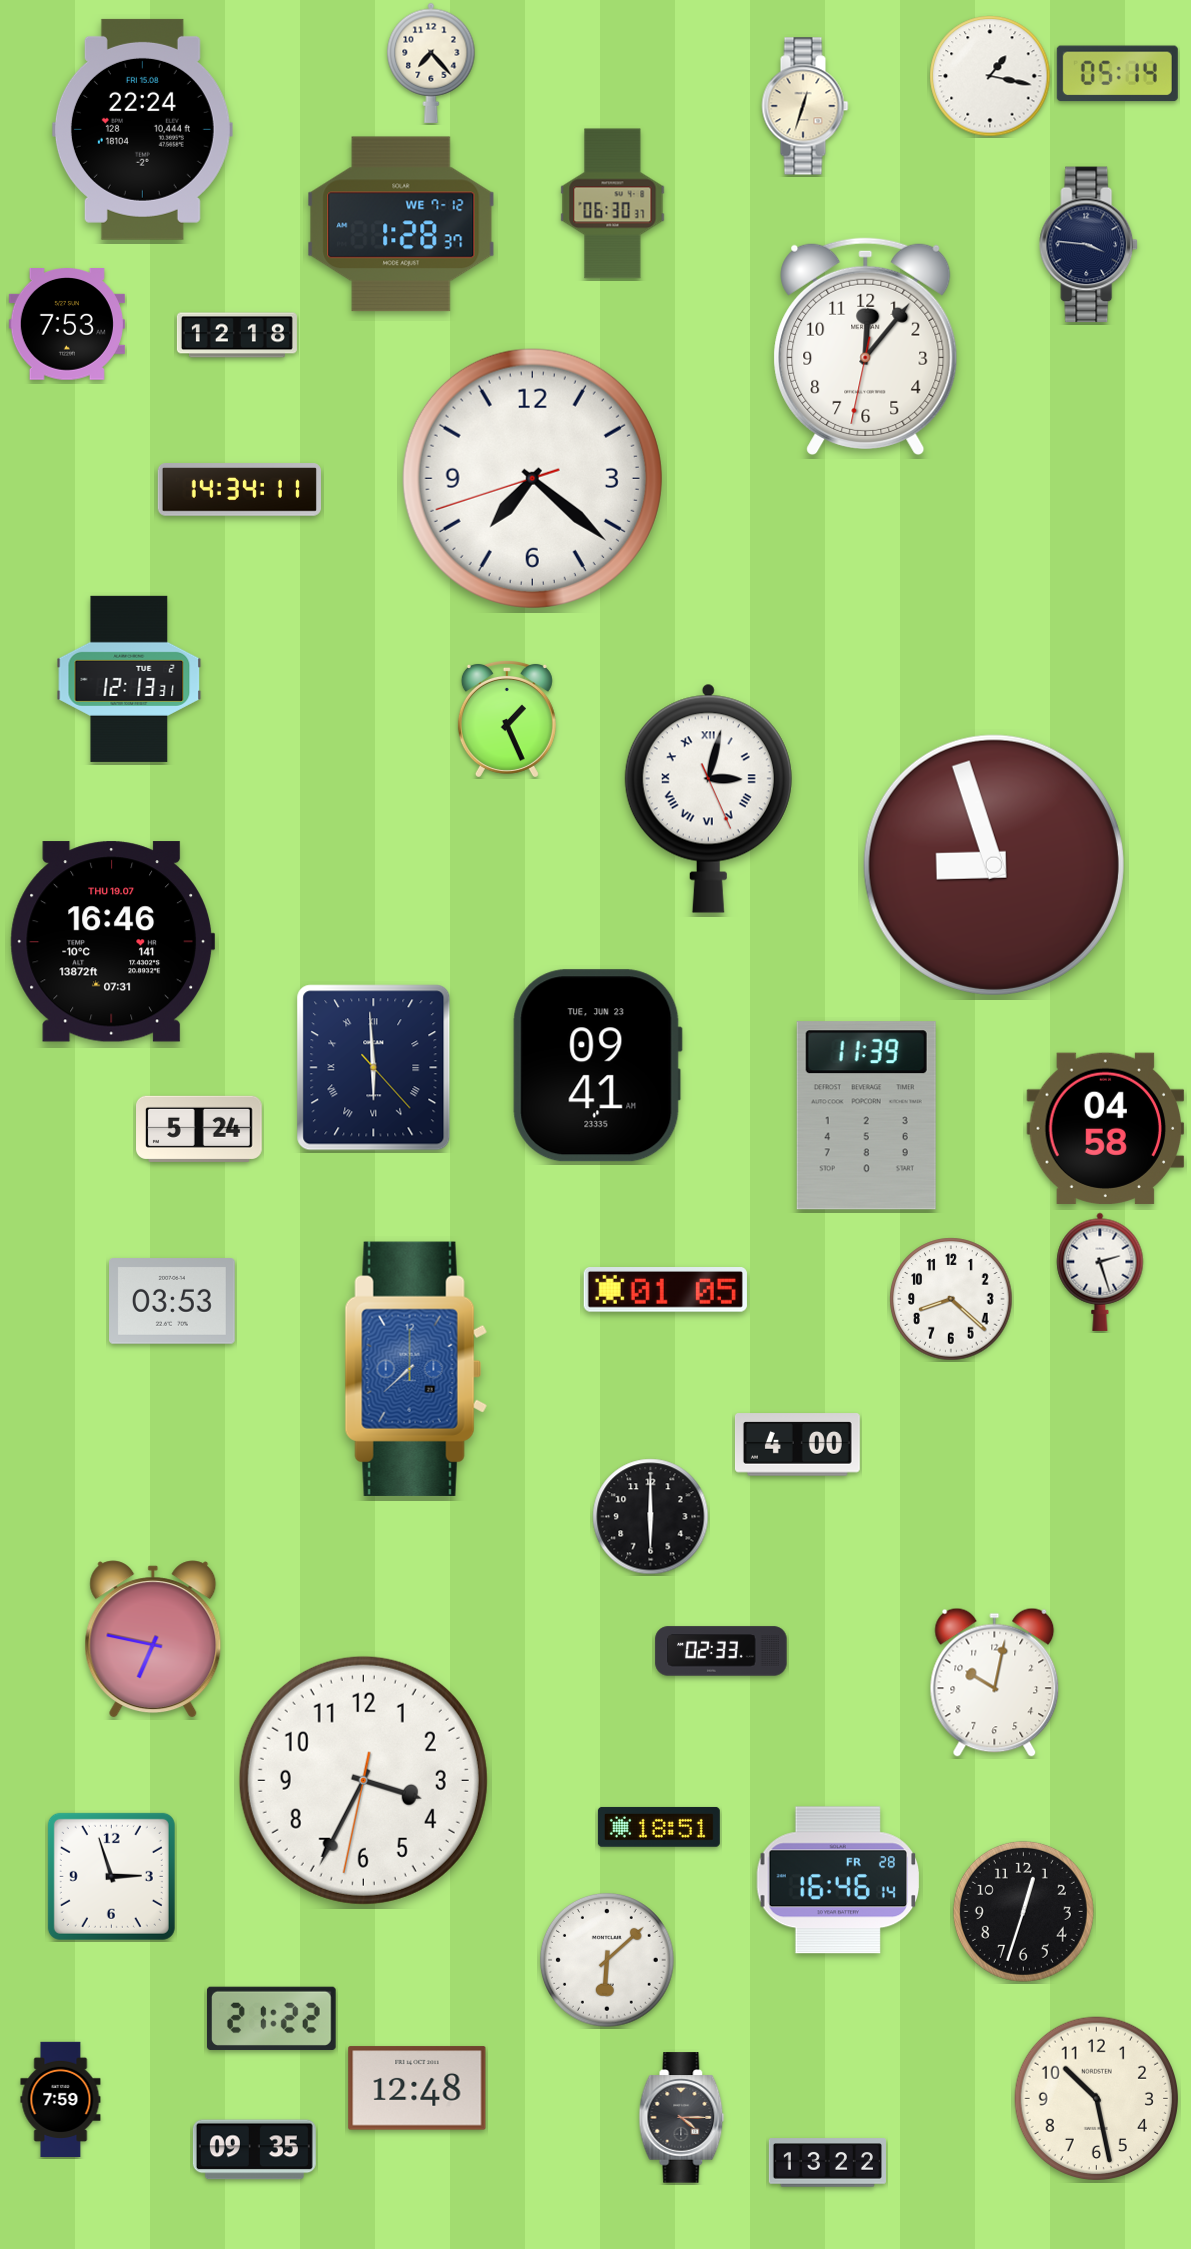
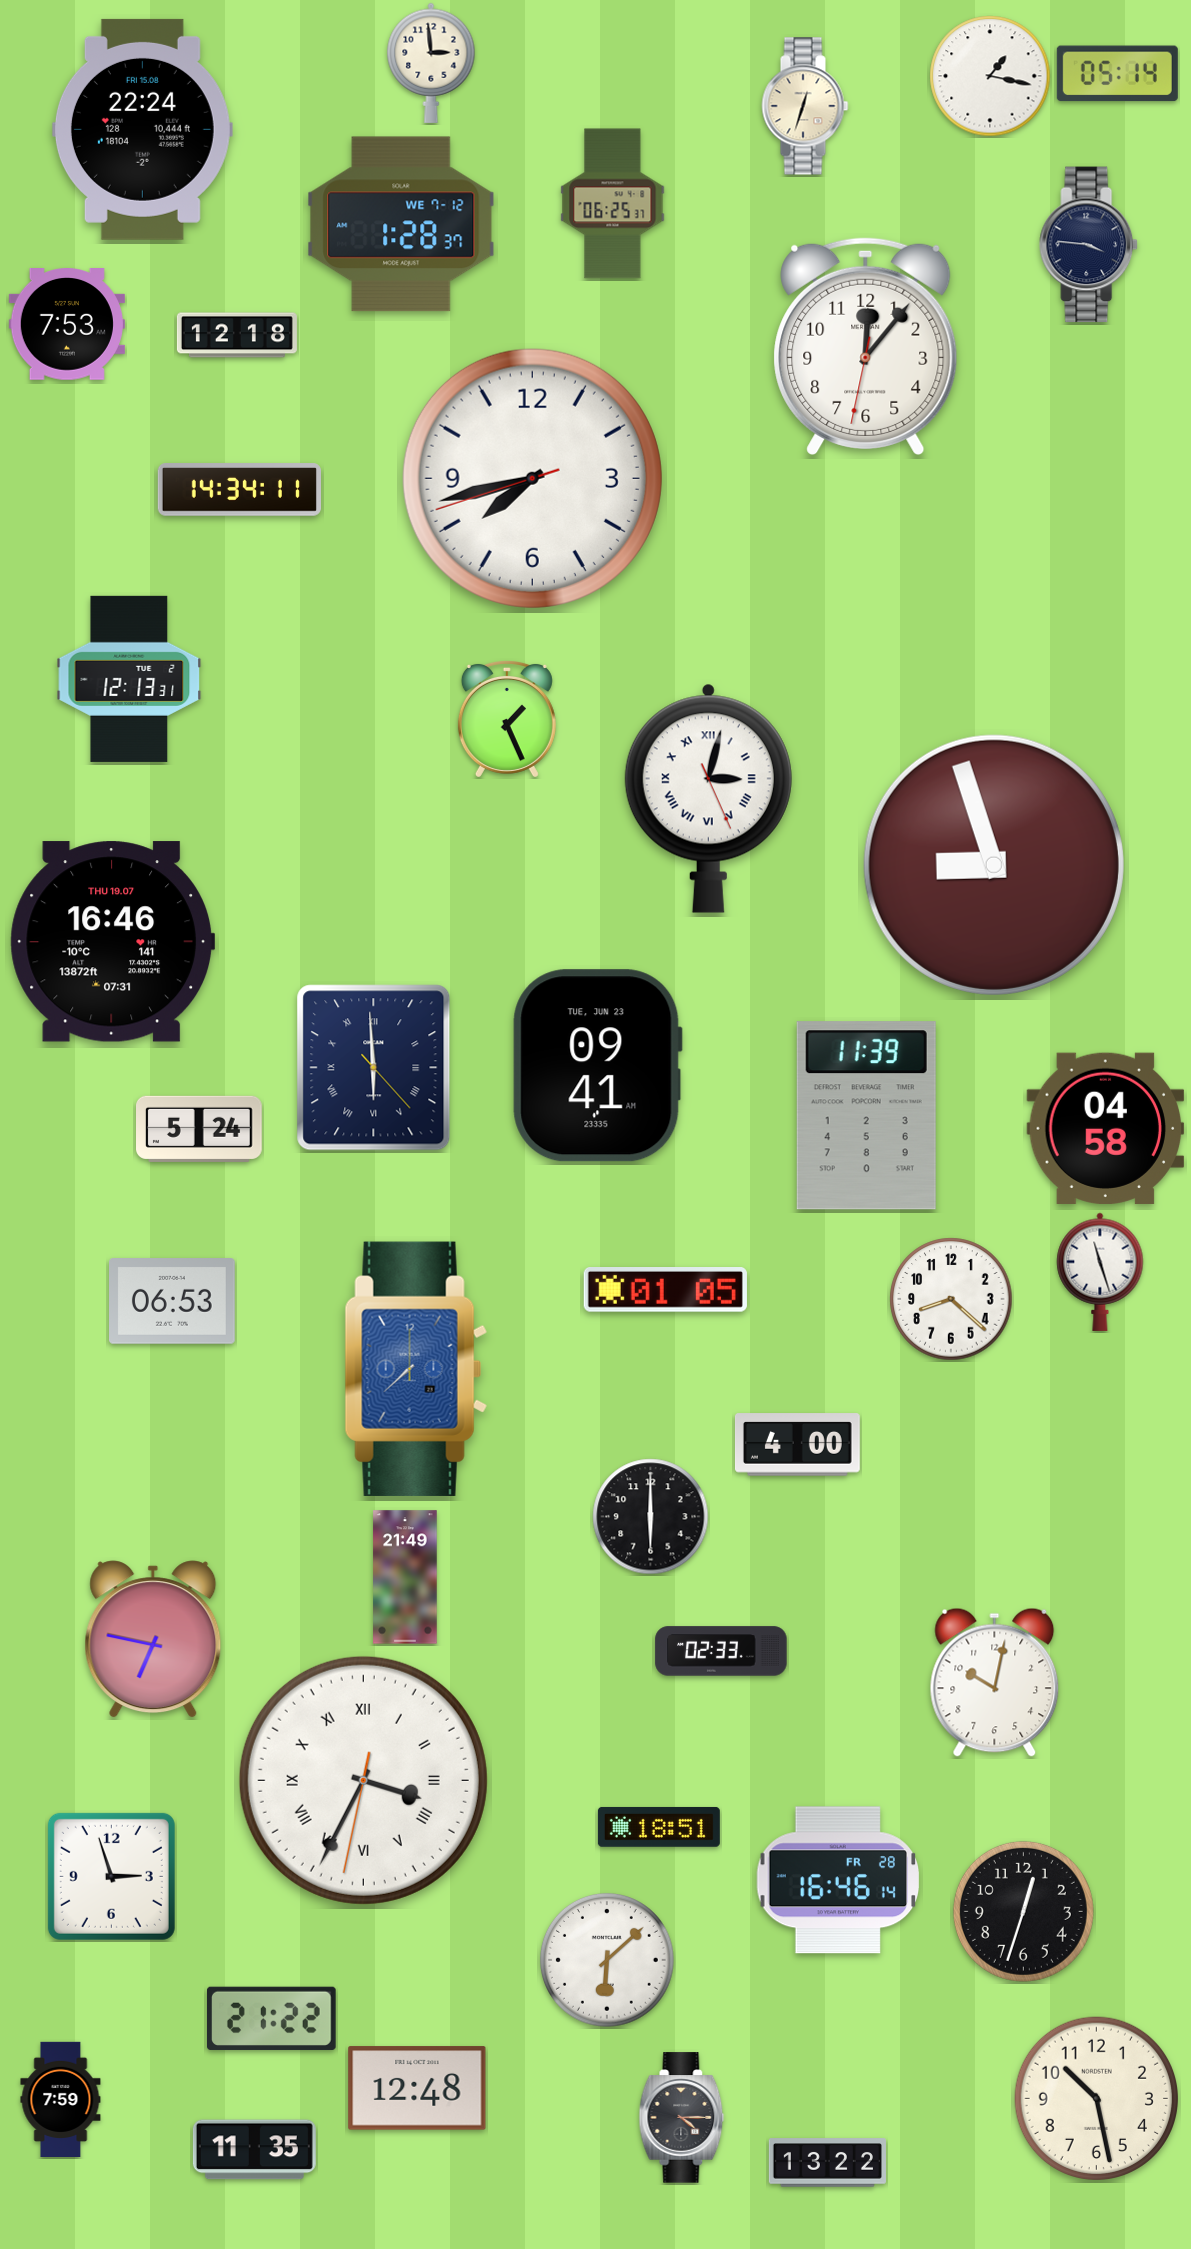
clock at (431, 63): 7:23 -> 2:59
clock at (613, 204): 06:30 -> 06:25
clock at (532, 478): 7:21 -> 7:42
clock at (1100, 1272): 2:27 -> 11:27
clock at (173, 1301): 03:53 -> 06:53
clock at (405, 1577): none -> 21:49
clock at (363, 1780) numerals: Arabic -> Roman
clock at (254, 2150): 09:35 -> 11:35
